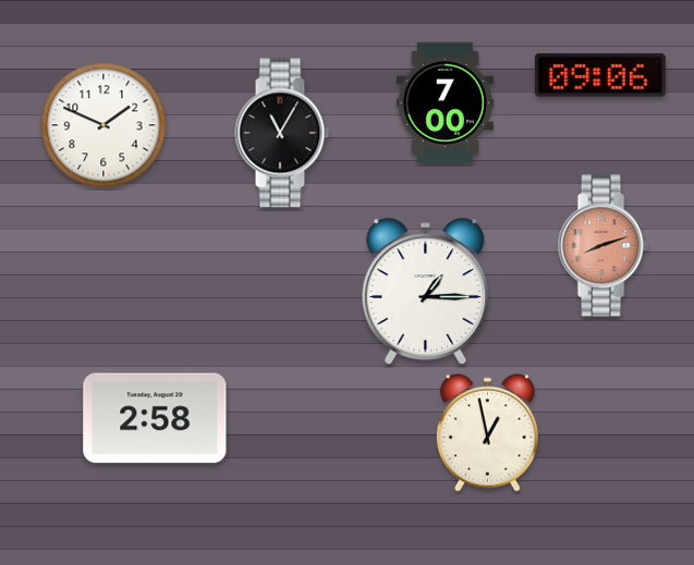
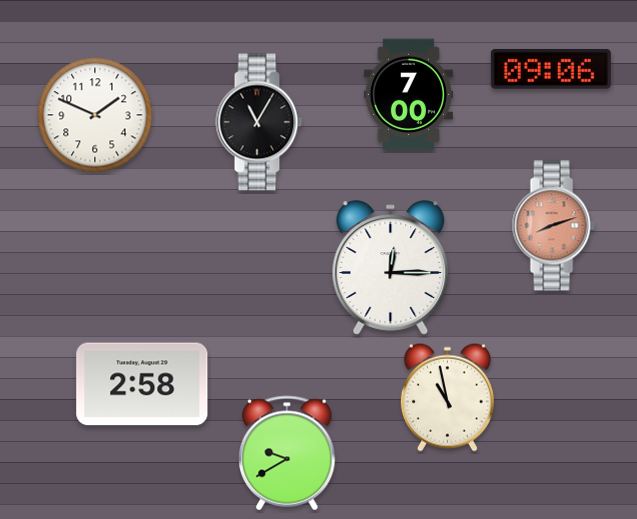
clock at (426, 292): 1:15 -> 12:15
clock at (487, 432): 12:58 -> 10:58
clock at (287, 453): none -> 9:40
